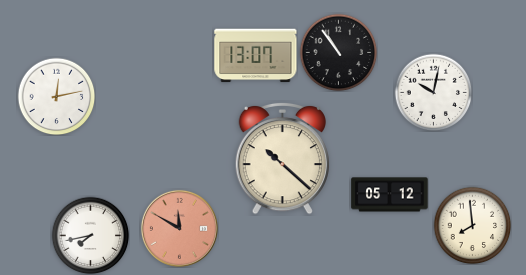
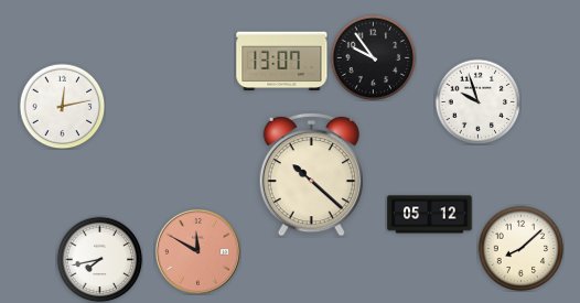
clock at (338, 52): 10:54 -> 9:54
clock at (433, 92): 10:02 -> 9:57
clock at (472, 225): 7:59 -> 8:08
